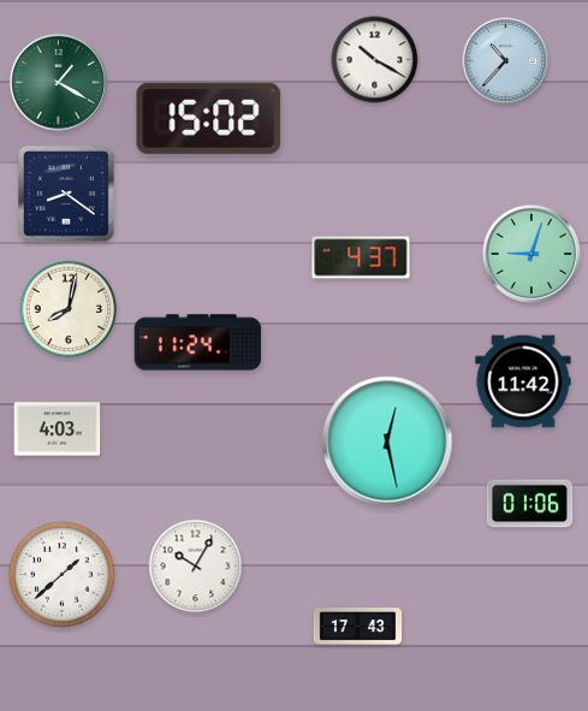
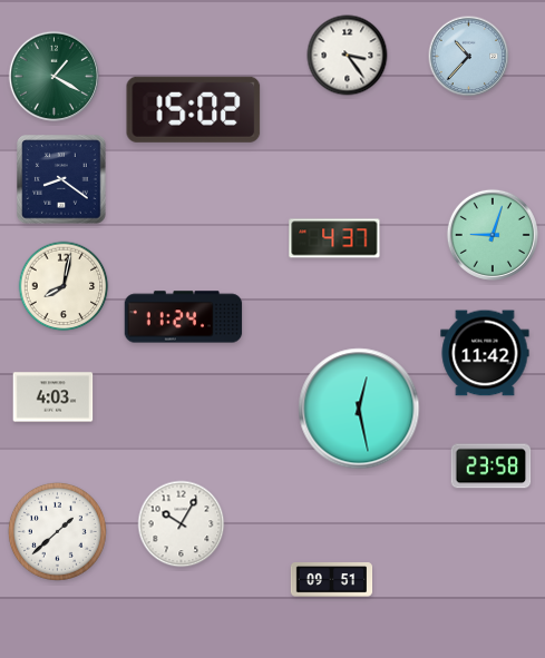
clock at (375, 60): 10:20 -> 3:24
clock at (530, 504): 01:06 -> 23:58
clock at (358, 627): 17:43 -> 09:51
